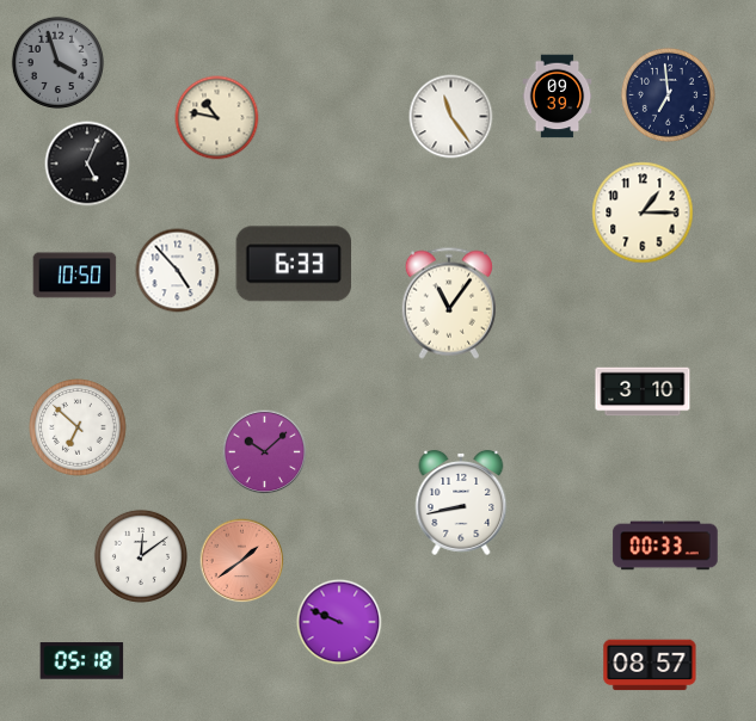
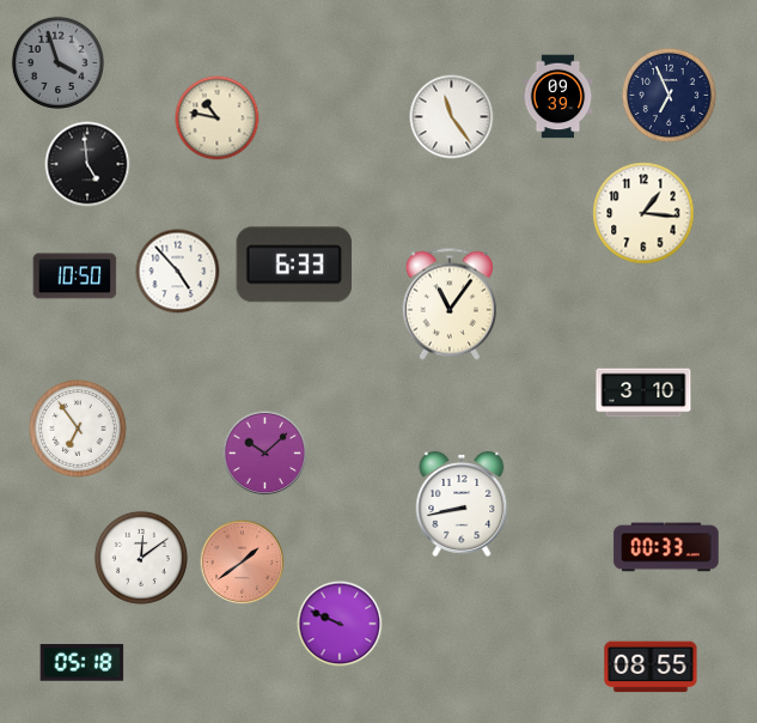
clock at (668, 94): 6:59 -> 6:56
clock at (87, 164): 5:04 -> 4:59
clock at (643, 212): 1:15 -> 1:16
clock at (78, 427): 6:52 -> 6:54
clock at (650, 665): 08:57 -> 08:55
